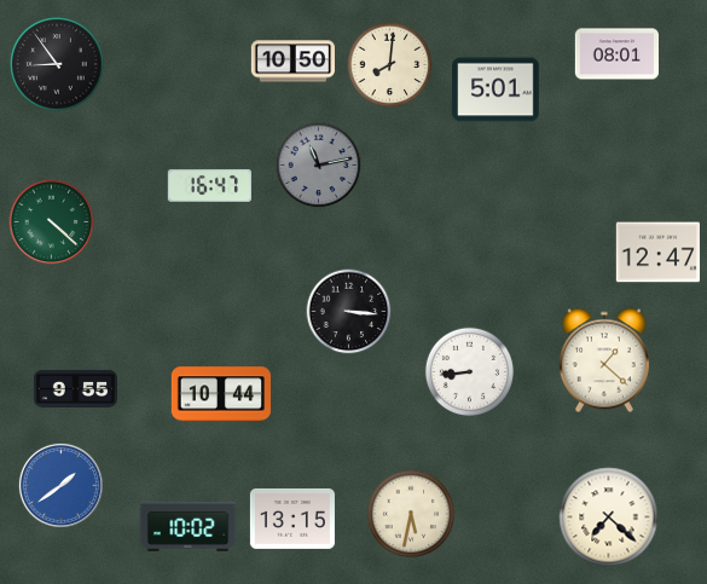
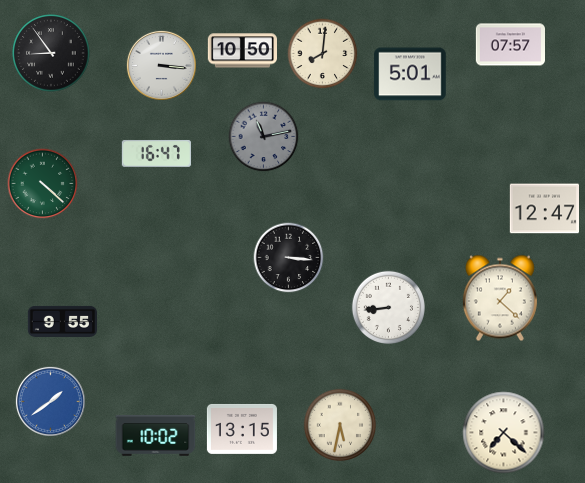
clock at (616, 54): 08:01 -> 07:57
clock at (57, 64) position: (57, 64) -> (51, 53)
clock at (161, 65): none -> 3:16
clock at (209, 185) position: (209, 185) -> (156, 153)
clock at (221, 394): 10:44 -> none
clock at (609, 517) position: (609, 517) -> (504, 433)
